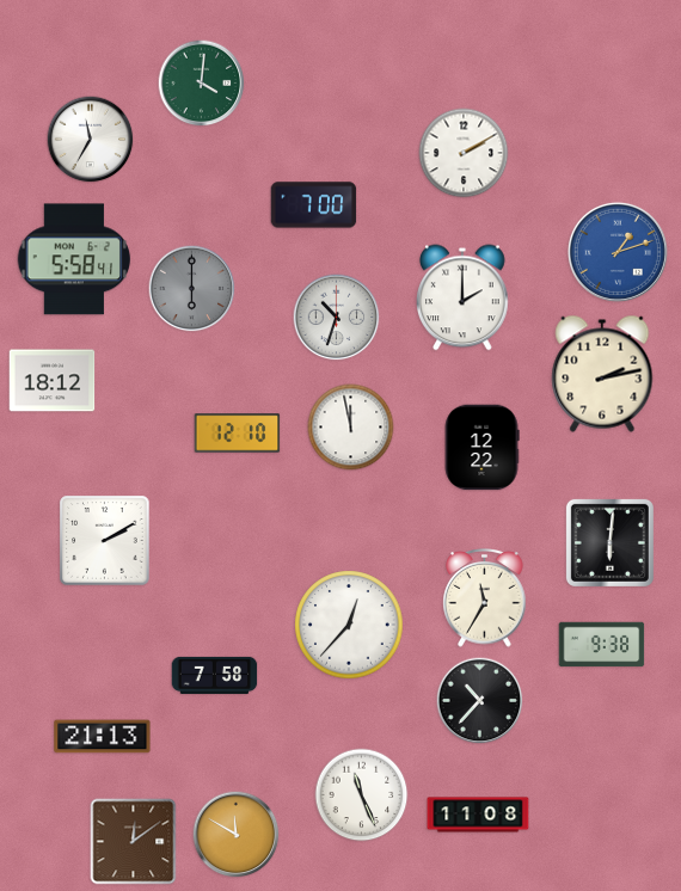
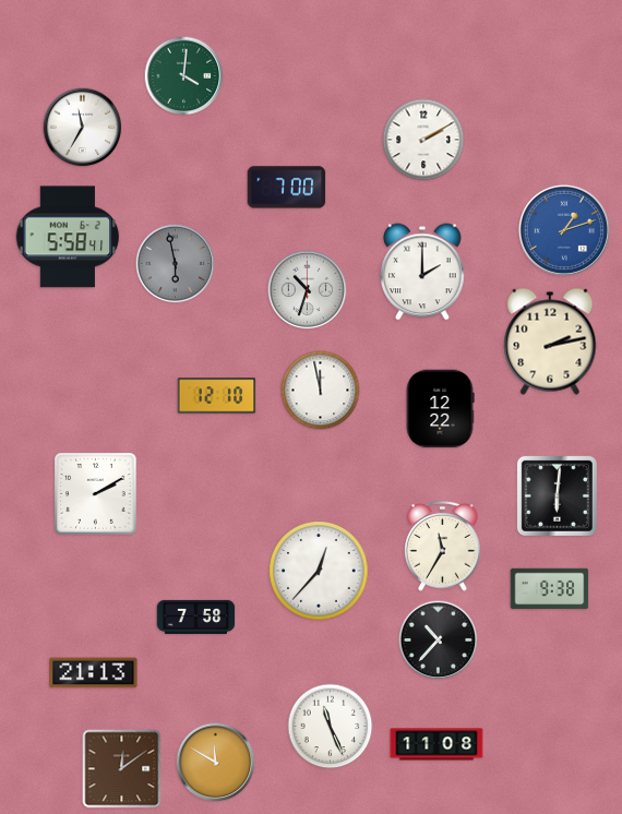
clock at (192, 289): 6:00 -> 5:58
clock at (53, 381): 18:12 -> none
